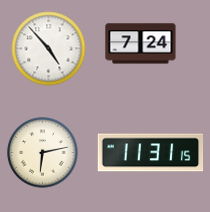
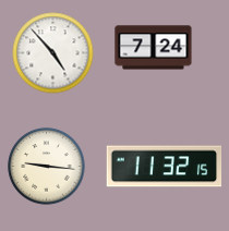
clock at (43, 153): 6:13 -> 9:16
clock at (151, 153): 11:31 -> 11:32
